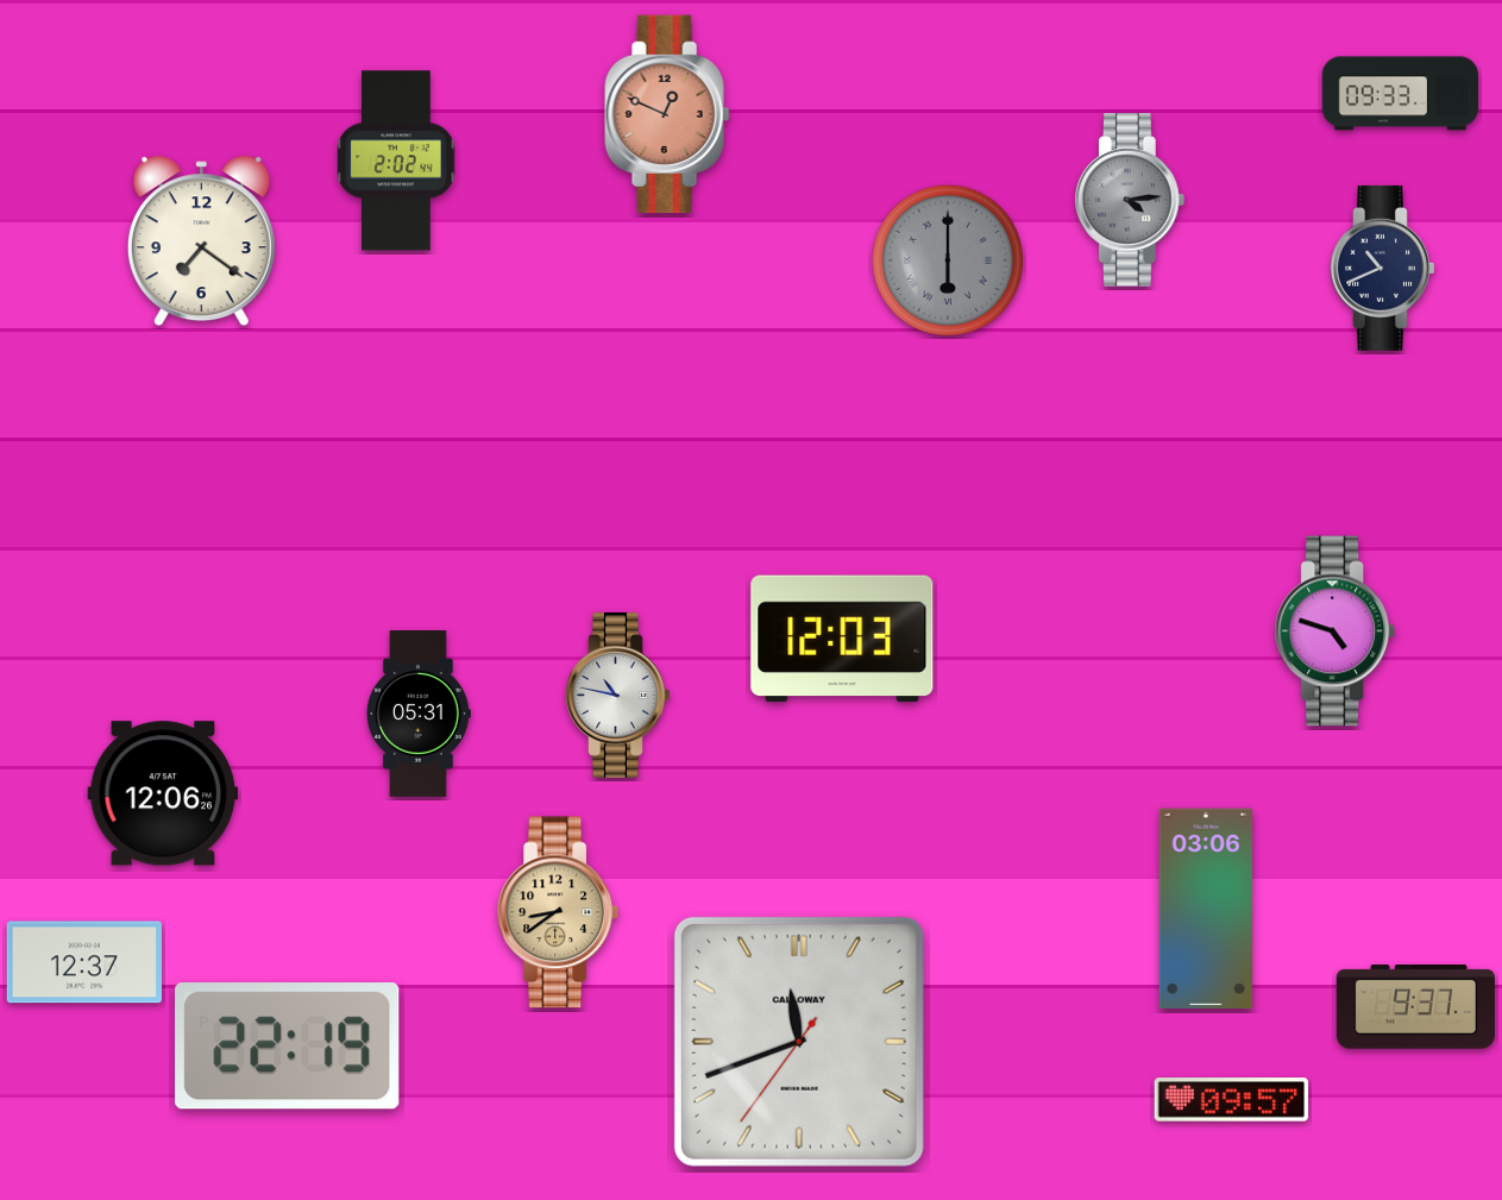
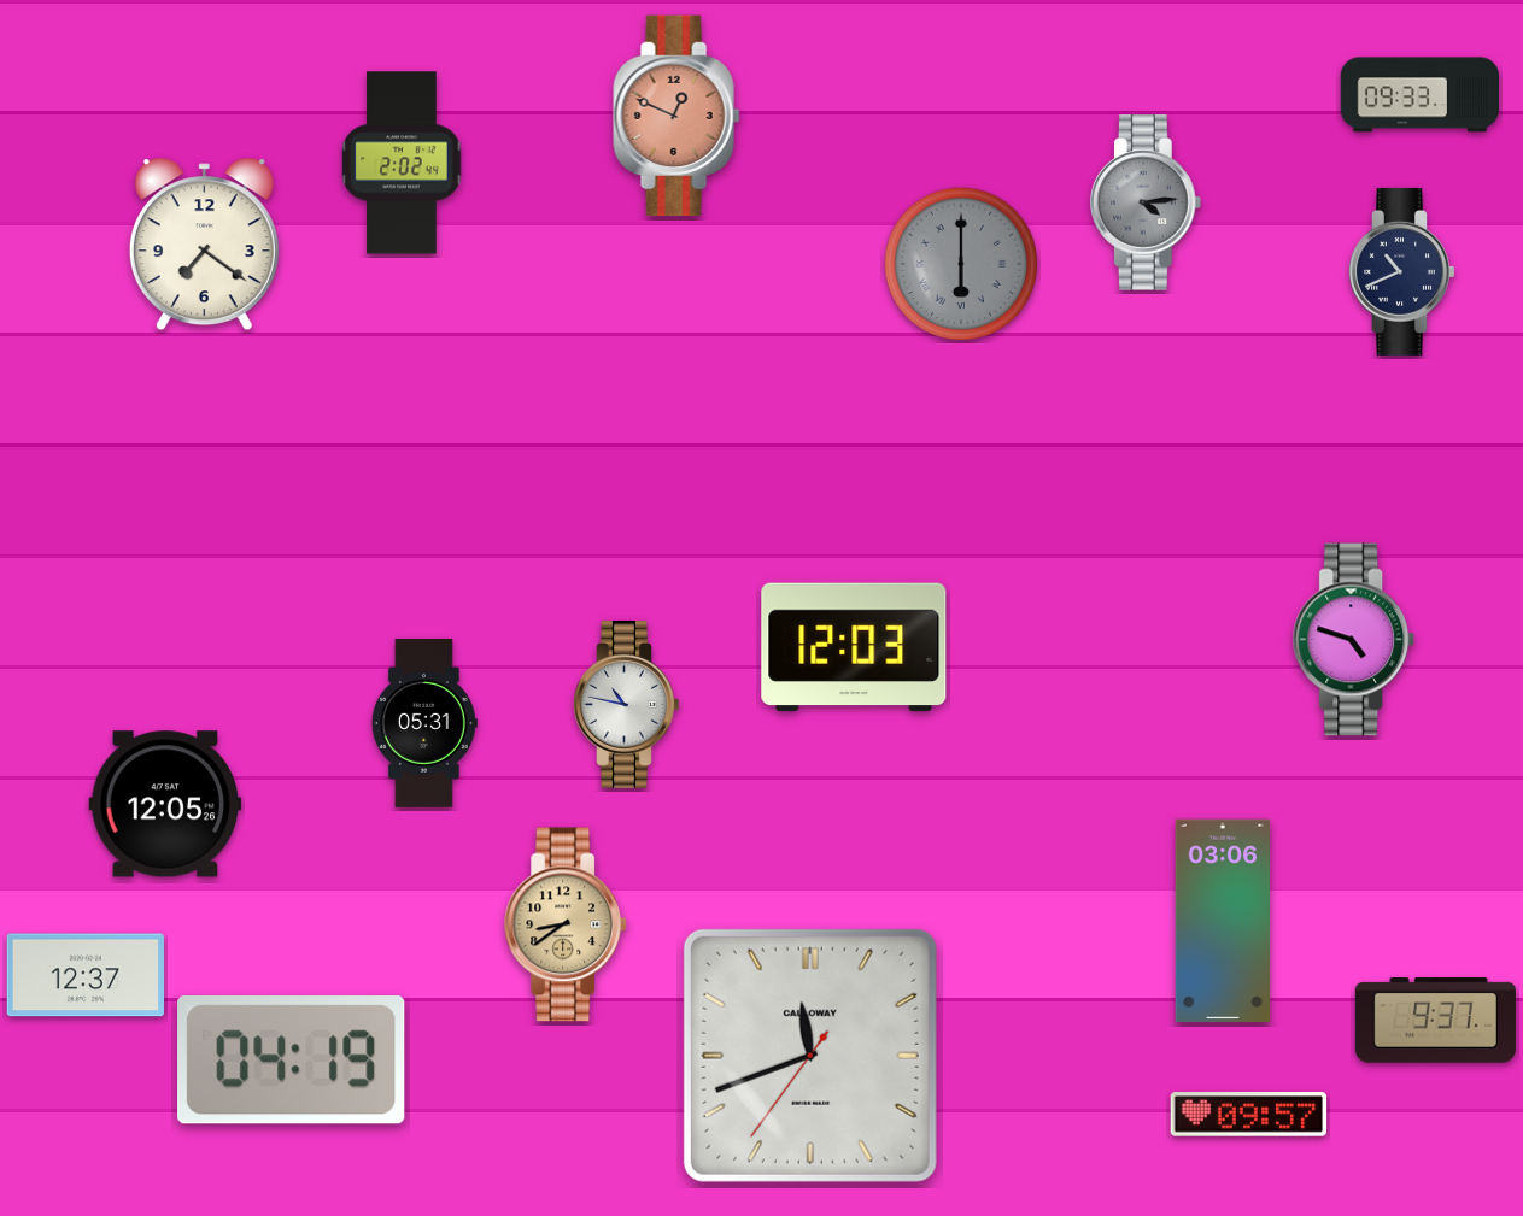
clock at (163, 793): 12:06 -> 12:05
clock at (288, 1047): 22:19 -> 04:19
